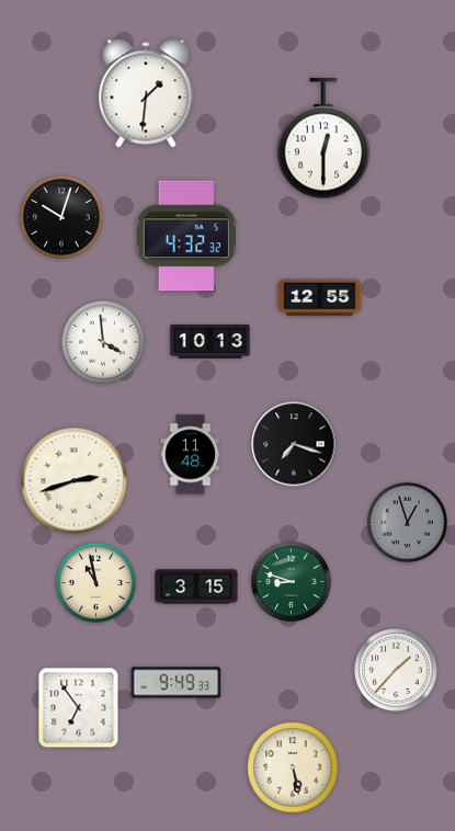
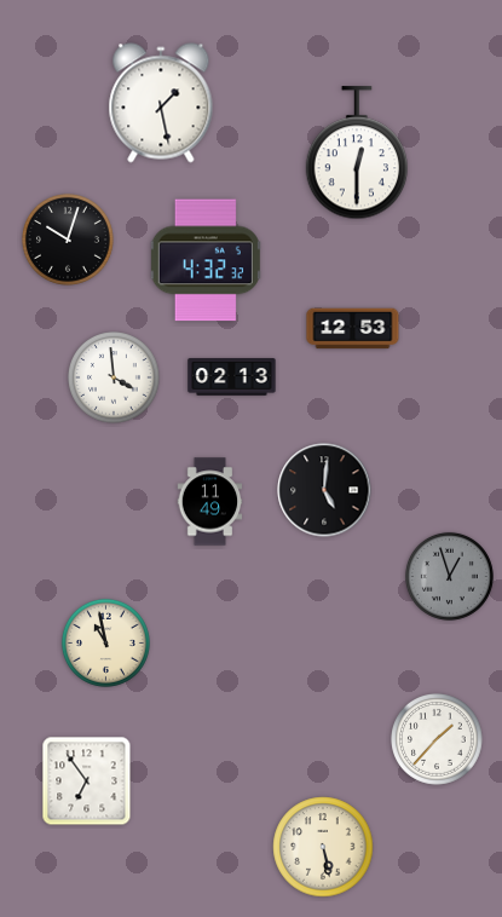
clock at (146, 93): 1:31 -> 1:28
clock at (320, 298): 12:55 -> 12:53
clock at (211, 342): 10:13 -> 02:13
clock at (294, 444): 7:18 -> 5:01
clock at (191, 455): 11:48 -> 11:49
clock at (75, 481): 2:42 -> none
clock at (291, 581): 8:48 -> none
clock at (196, 587): 3:15 -> none
clock at (177, 683): 9:49 -> none
